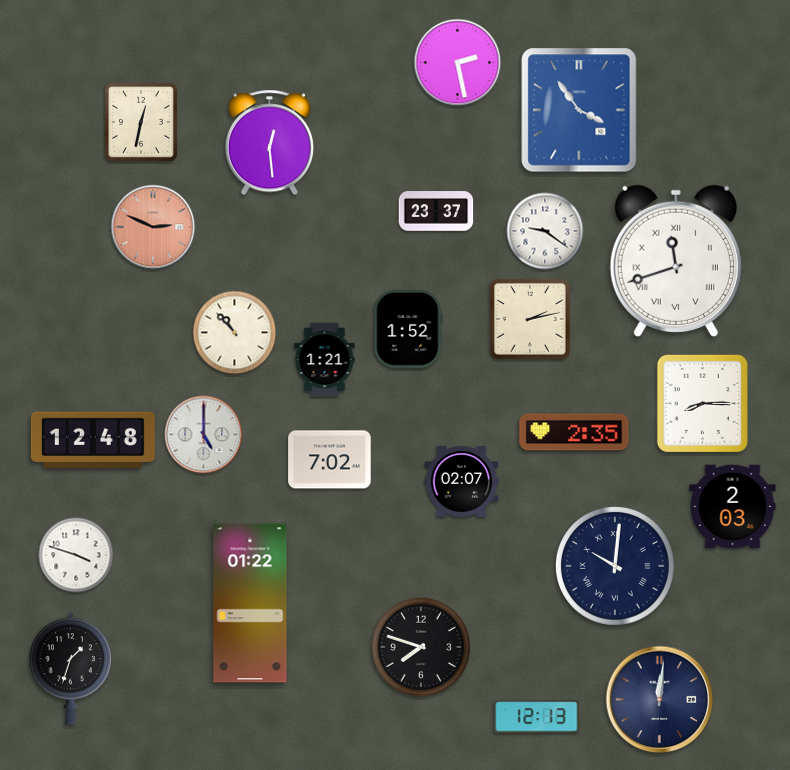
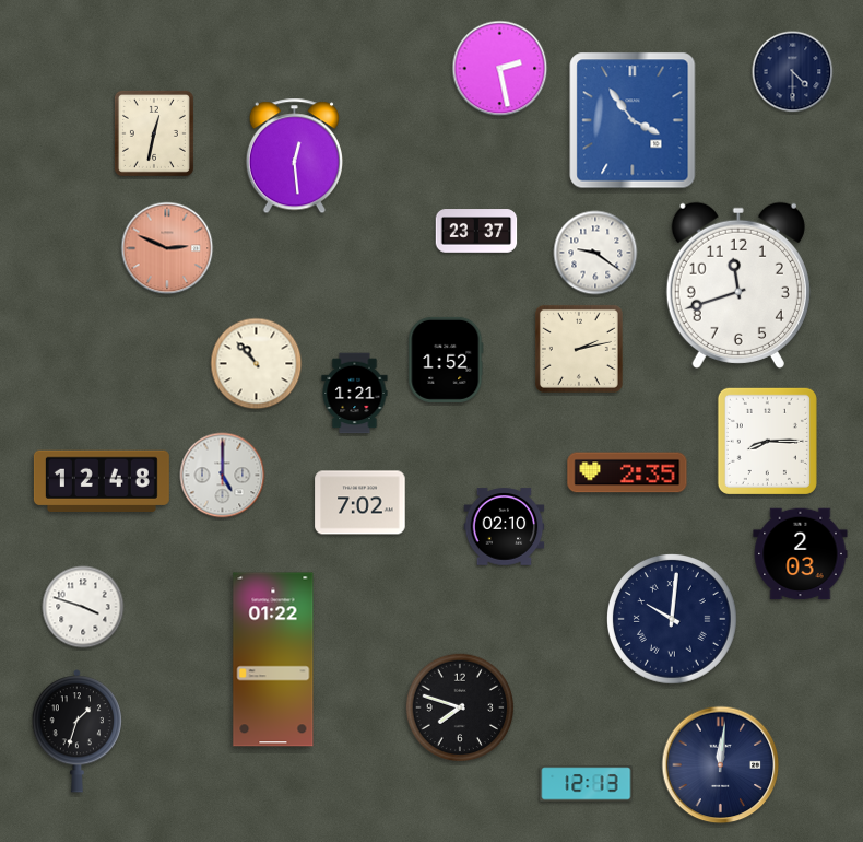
clock at (793, 72): none -> 4:30
clock at (676, 261) numerals: Roman -> Arabic
clock at (462, 482): 02:07 -> 02:10
